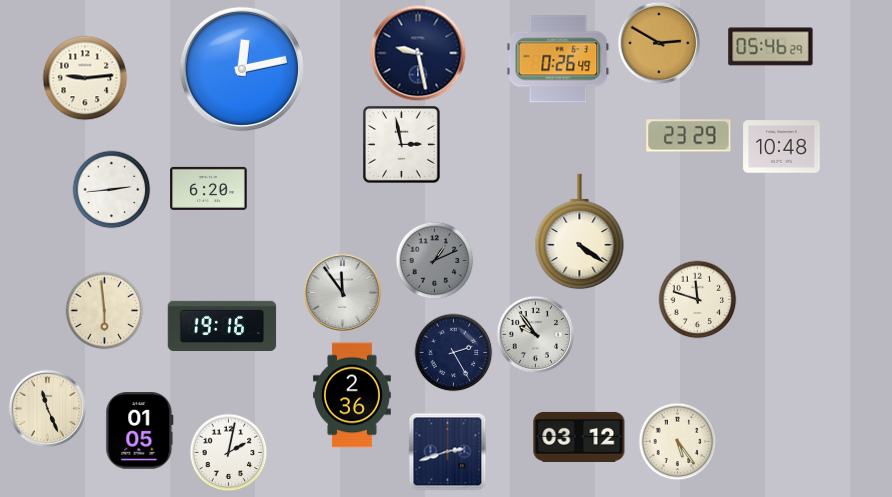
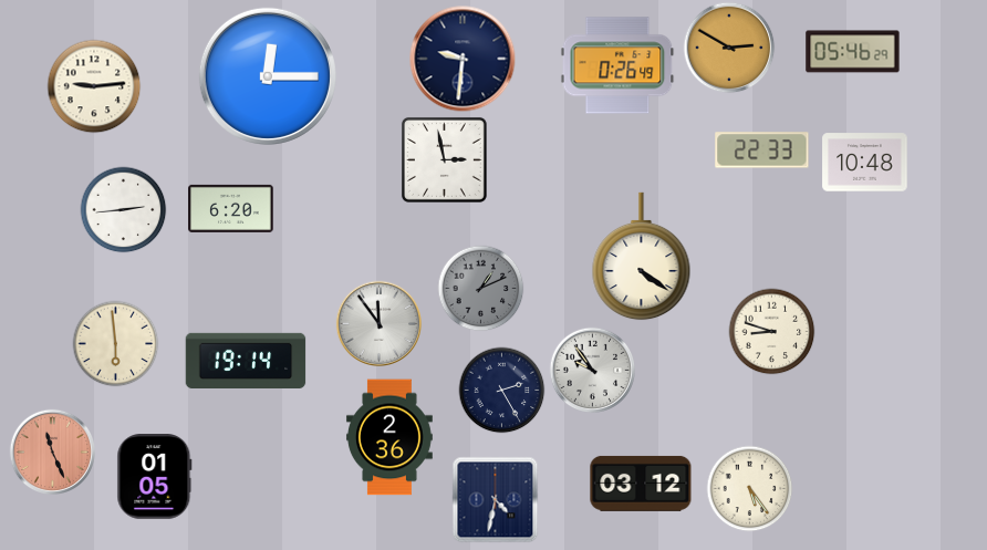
clock at (418, 53): 9:28 -> 9:31
clock at (242, 69): 12:13 -> 12:15
clock at (689, 136): 23:29 -> 22:33
clock at (697, 299): 11:48 -> 8:48
clock at (222, 325): 19:16 -> 19:14
clock at (47, 408) dial: cream -> salmon
clock at (447, 451): 2:42 -> 4:32
clock at (228, 452): 2:02 -> none
